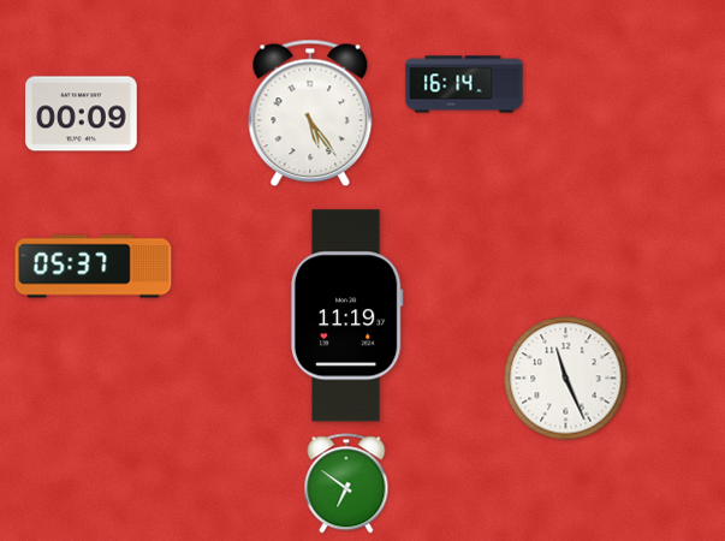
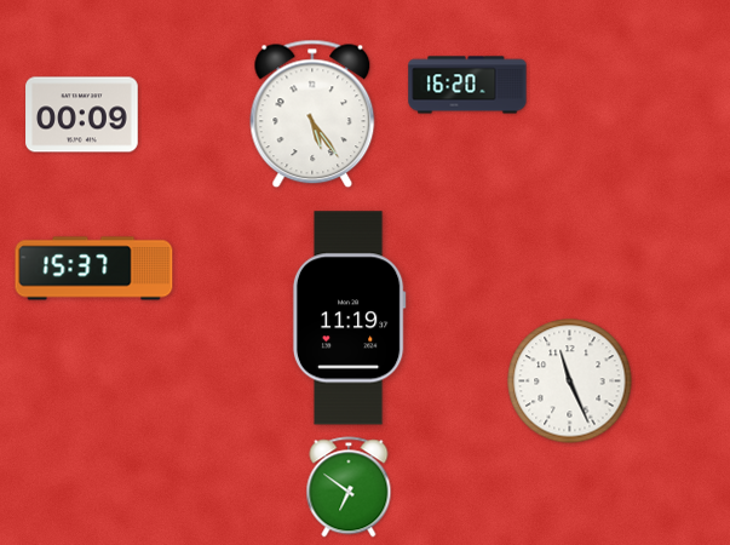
clock at (464, 84): 16:14 -> 16:20
clock at (94, 267): 05:37 -> 15:37
